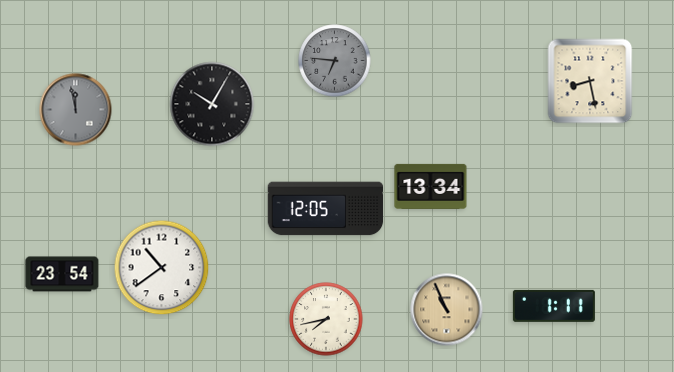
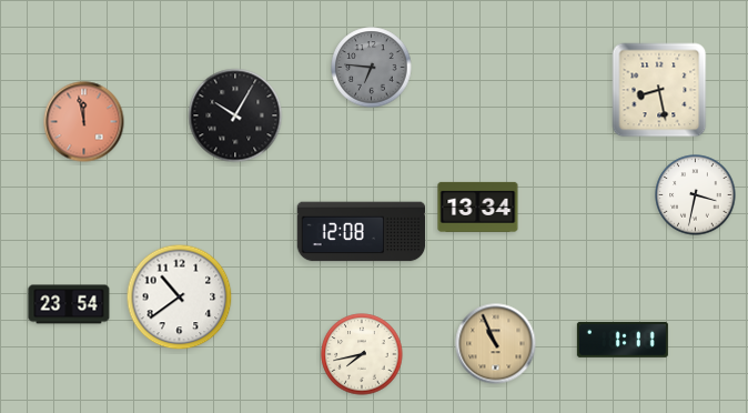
clock at (590, 81) position: (590, 81) -> (659, 90)
clock at (76, 110) dial: grey -> salmon
clock at (696, 195): none -> 3:32
clock at (326, 209): 12:05 -> 12:08
clock at (554, 306) position: (554, 306) -> (623, 340)
